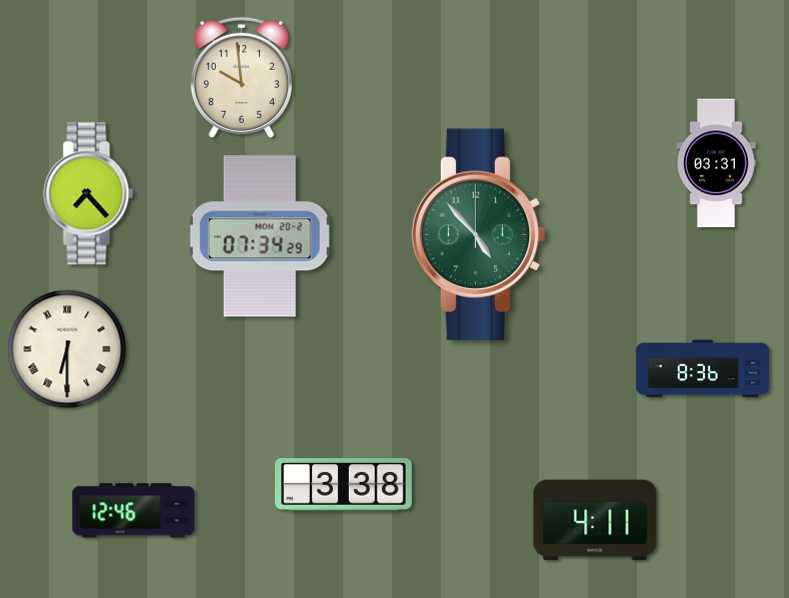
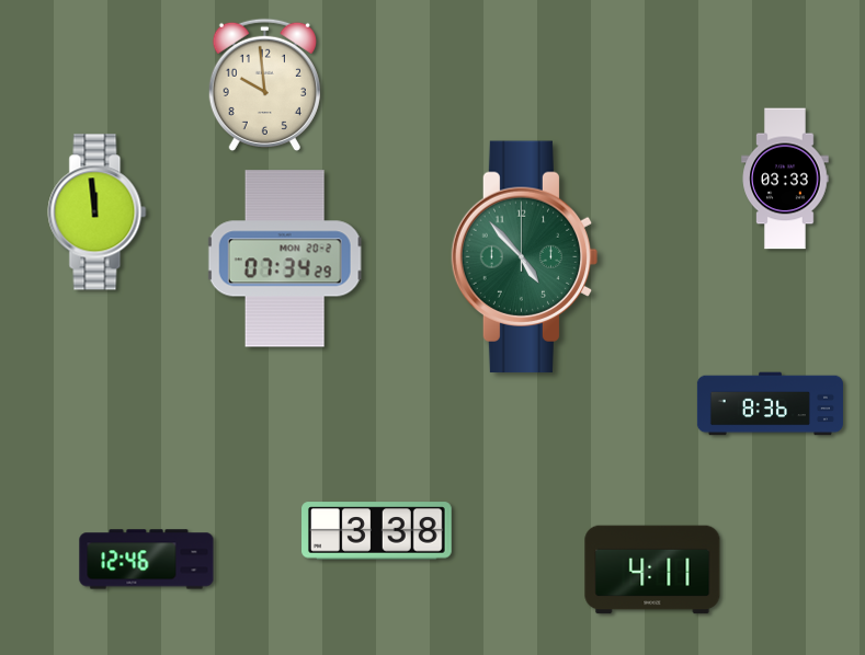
clock at (716, 163): 03:31 -> 03:33
clock at (89, 194): 7:23 -> 11:59
clock at (67, 349): 6:30 -> none
